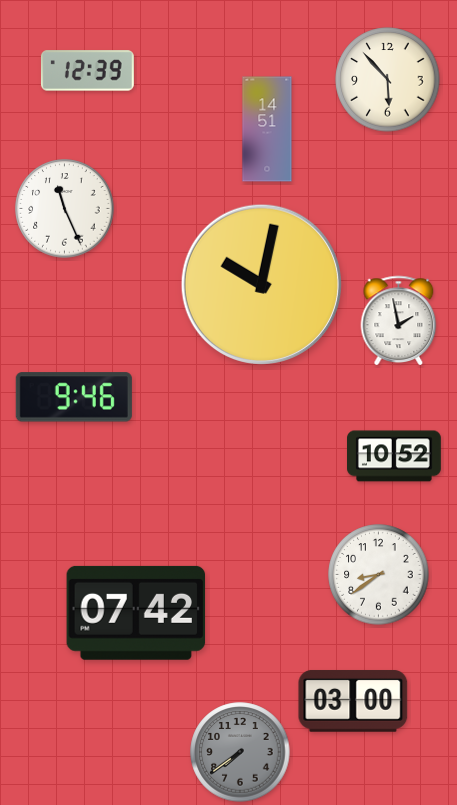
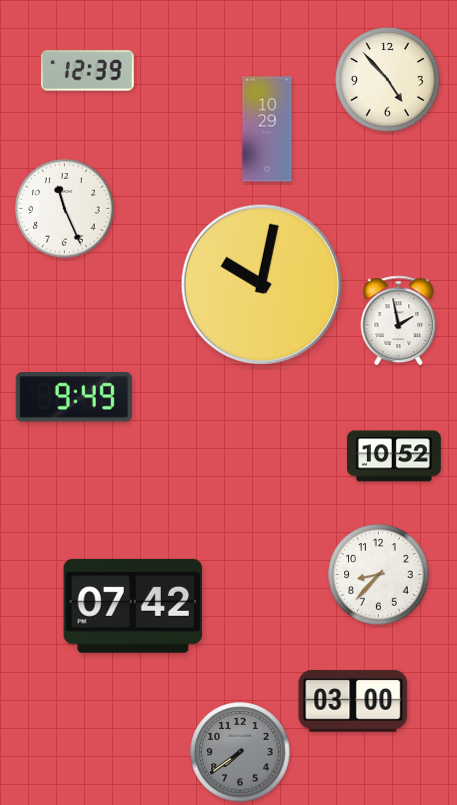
clock at (388, 80): 5:53 -> 4:53
clock at (267, 129): 14:51 -> 10:29
clock at (74, 397): 9:46 -> 9:49
clock at (379, 575): 8:39 -> 8:37
clock at (136, 613) position: (136, 613) -> (133, 606)
